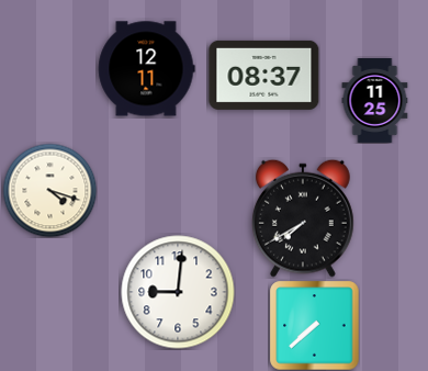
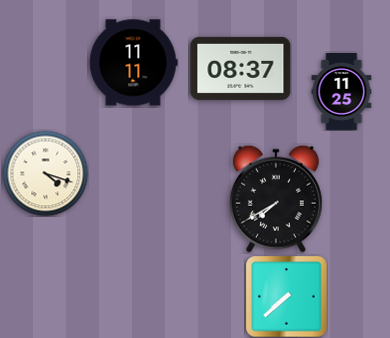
clock at (147, 69): 12:11 -> 11:11
clock at (178, 292): 9:01 -> none
